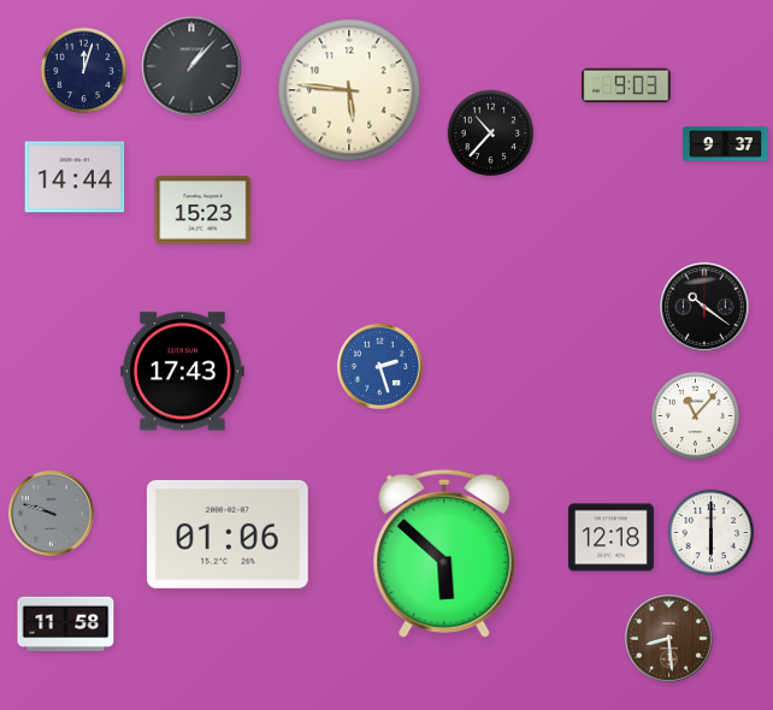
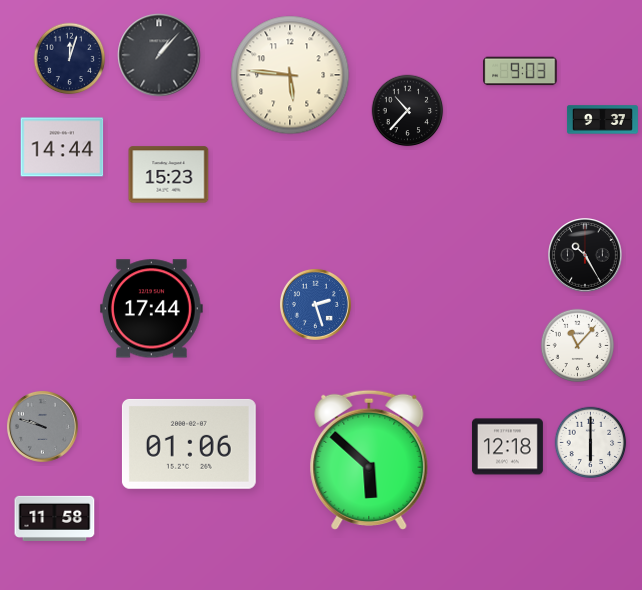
clock at (704, 307): 10:21 -> 10:25
clock at (182, 372): 17:43 -> 17:44
clock at (669, 639): 8:29 -> none
